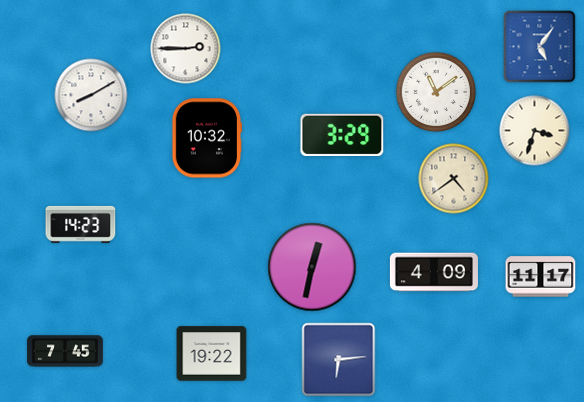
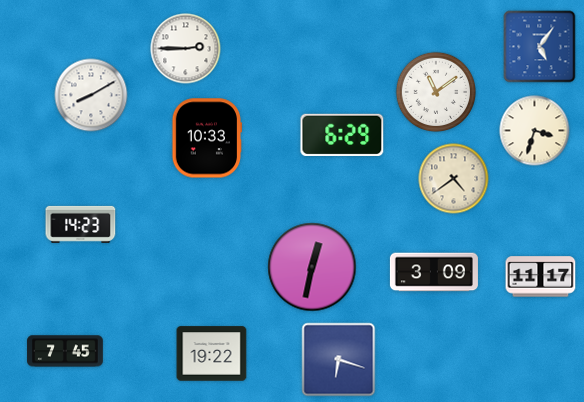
clock at (342, 135): 3:29 -> 6:29
clock at (207, 138): 10:32 -> 10:33
clock at (434, 272): 4:09 -> 3:09
clock at (339, 360): 6:14 -> 6:18
